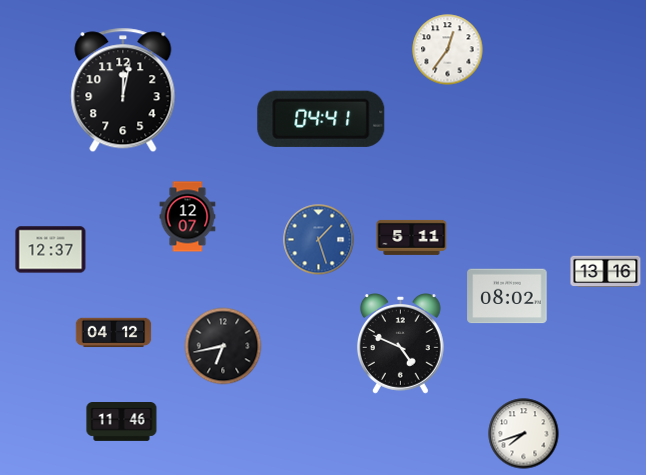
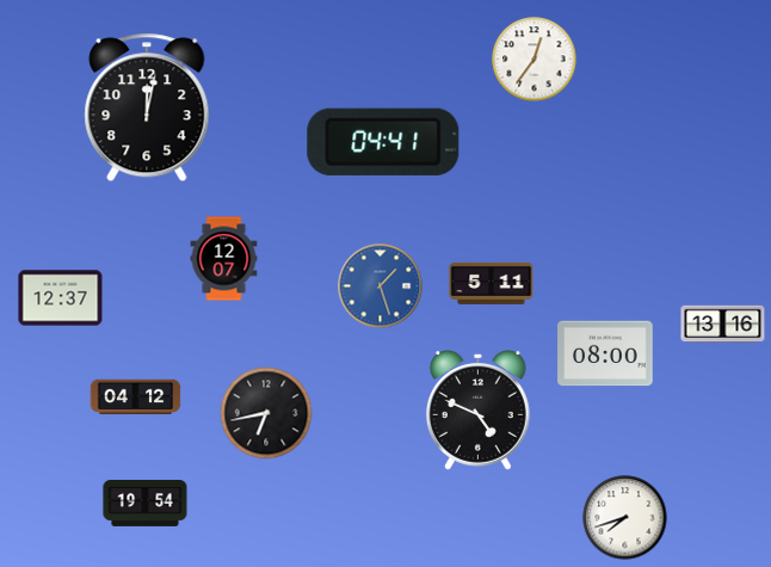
clock at (507, 296): 08:02 -> 08:00
clock at (122, 422): 11:46 -> 19:54
